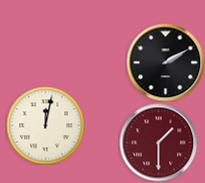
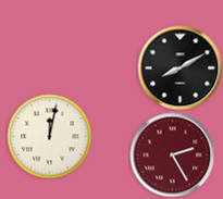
clock at (165, 62): 2:10 -> 8:10
clock at (158, 142): 1:30 -> 2:25
